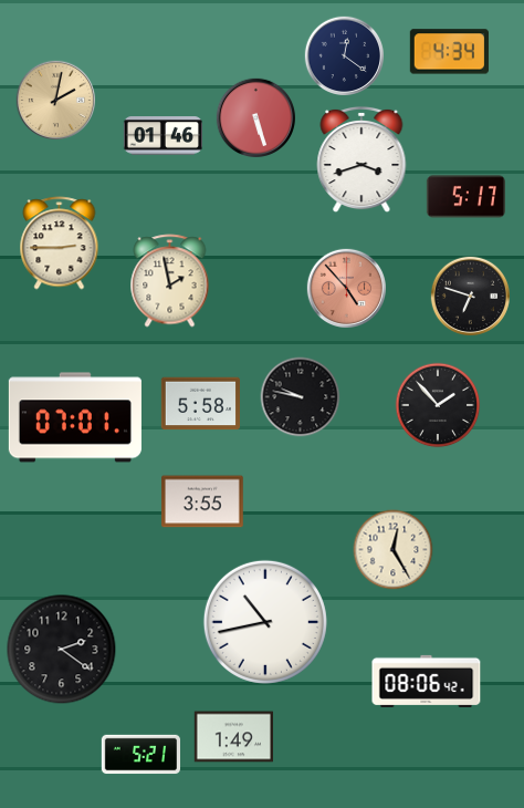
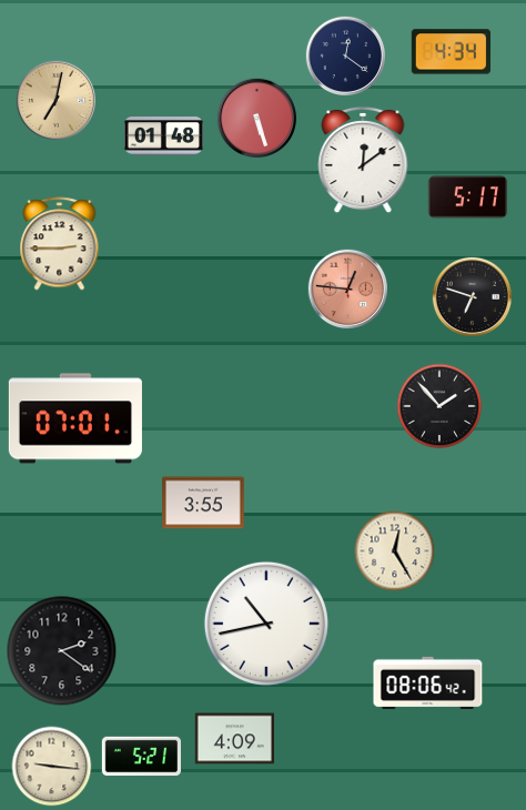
clock at (56, 101): 2:02 -> 7:02
clock at (163, 136): 01:46 -> 01:48
clock at (361, 159): 3:42 -> 12:09
clock at (170, 281): 1:58 -> none
clock at (347, 289): 4:53 -> 12:46
clock at (301, 397): 9:47 -> none
clock at (200, 404): 5:58 -> none
clock at (233, 737): 1:49 -> 4:09
clock at (52, 767): none -> 9:16
